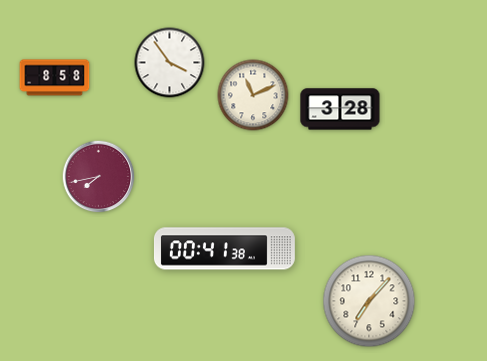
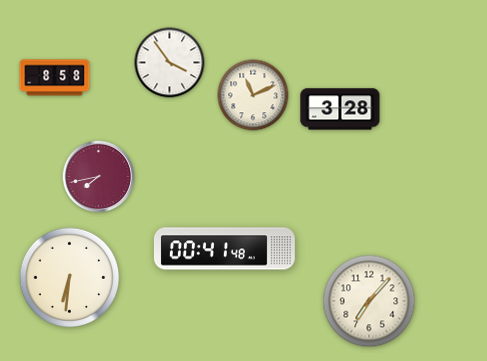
clock at (224, 249): 00:41:38 -> 00:41:48
clock at (70, 278): none -> 6:31
